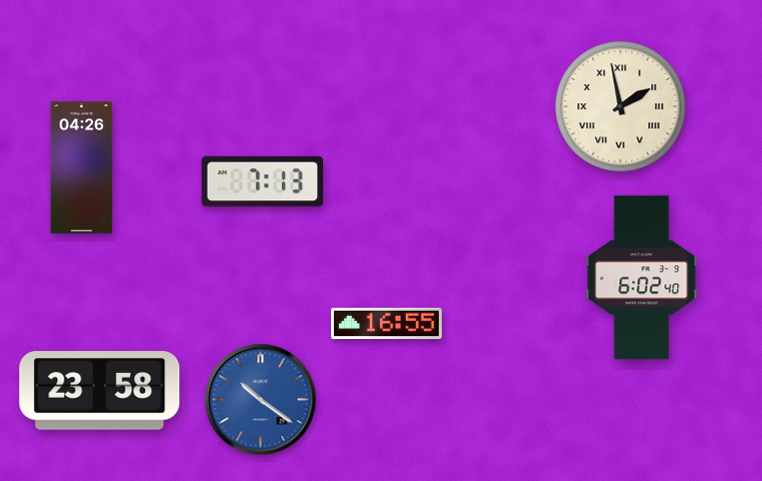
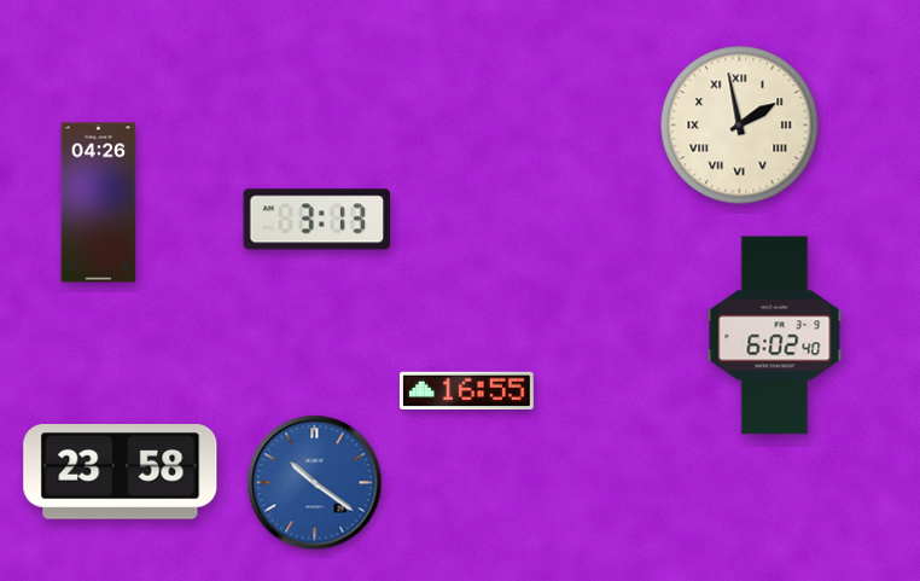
clock at (621, 107) position: (621, 107) -> (740, 126)
clock at (263, 182): 7:13 -> 3:13
